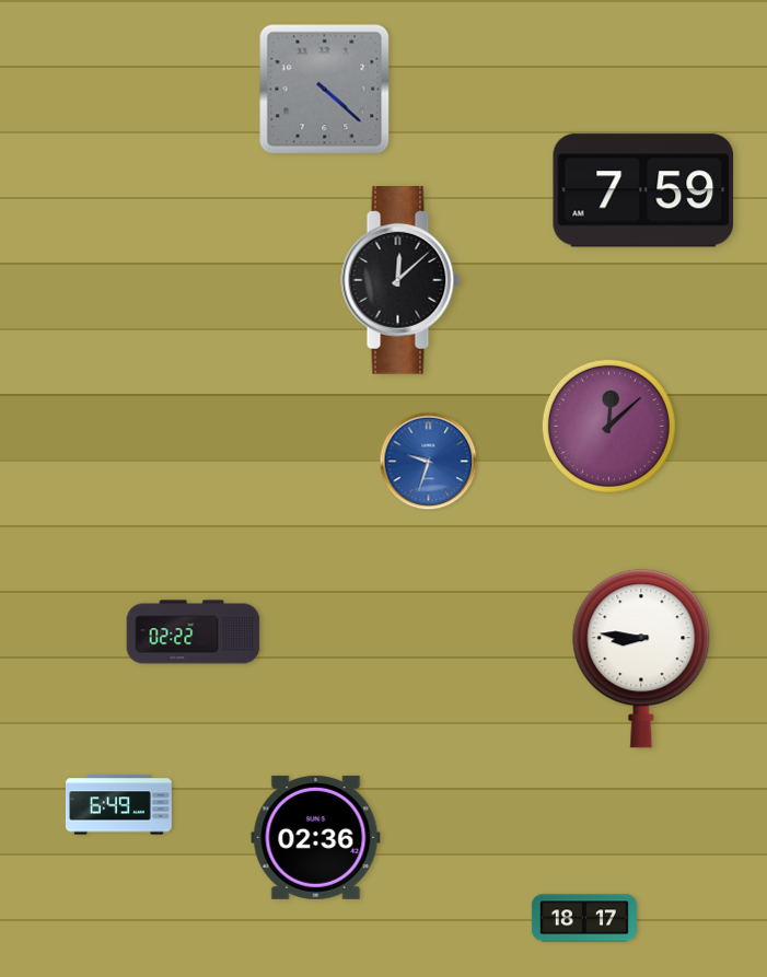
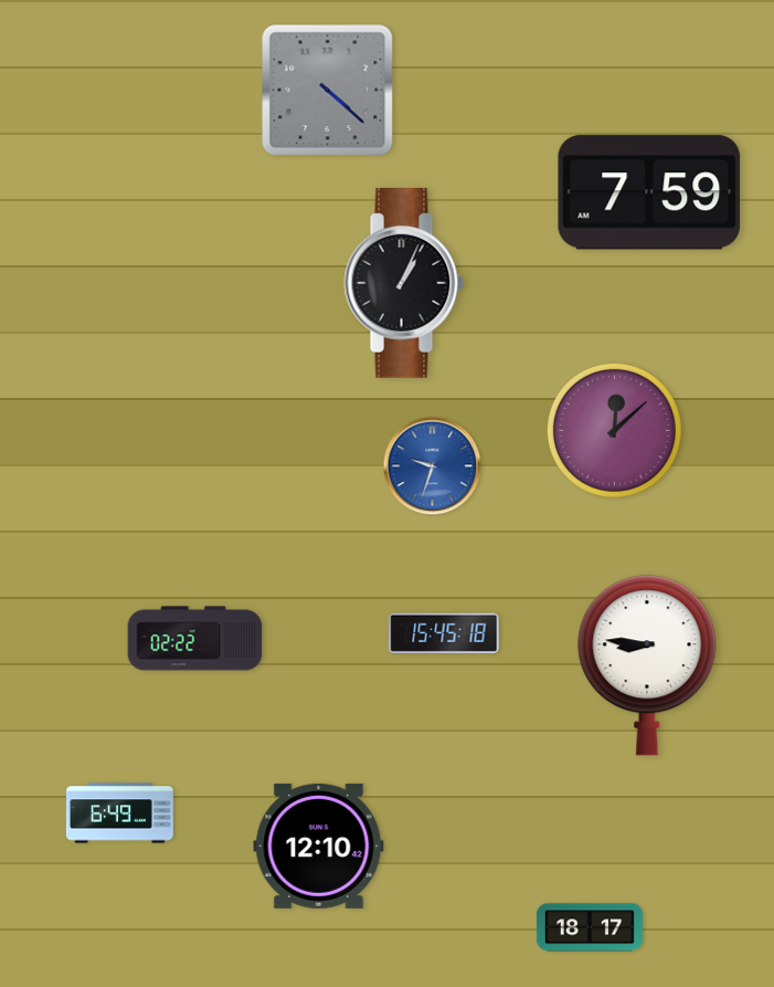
clock at (400, 281): 12:08 -> 1:04
clock at (444, 633): none -> 15:45
clock at (316, 837): 02:36 -> 12:10
